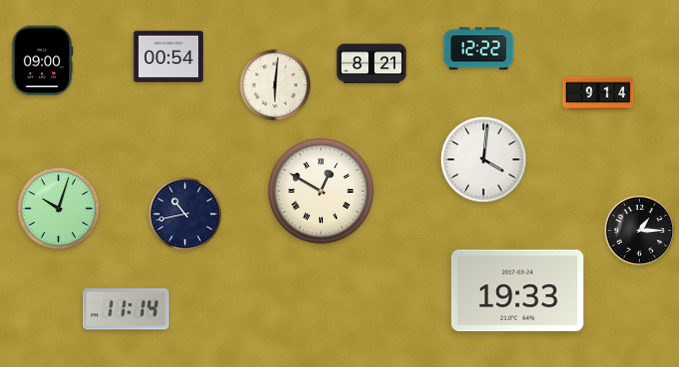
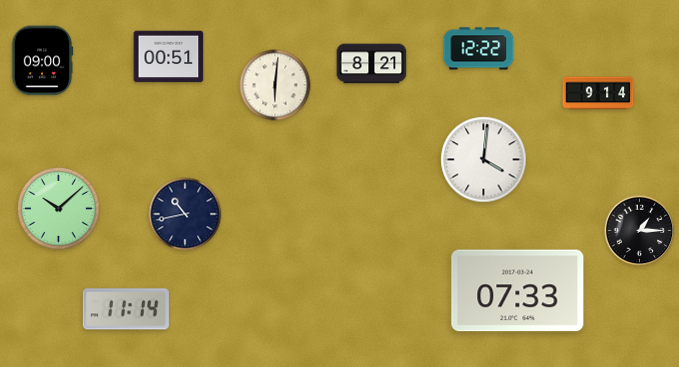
clock at (169, 57): 00:54 -> 00:51
clock at (321, 191): 12:50 -> none
clock at (59, 209): 10:03 -> 10:08
clock at (518, 291): 19:33 -> 07:33
